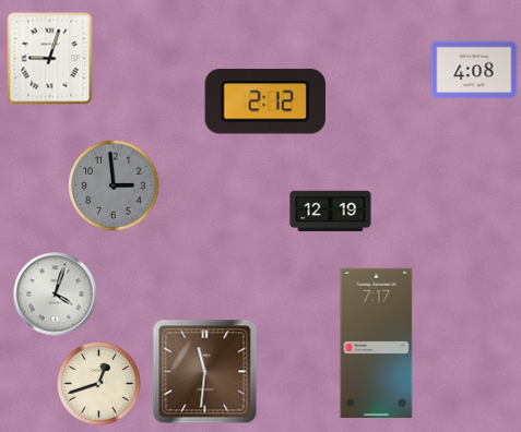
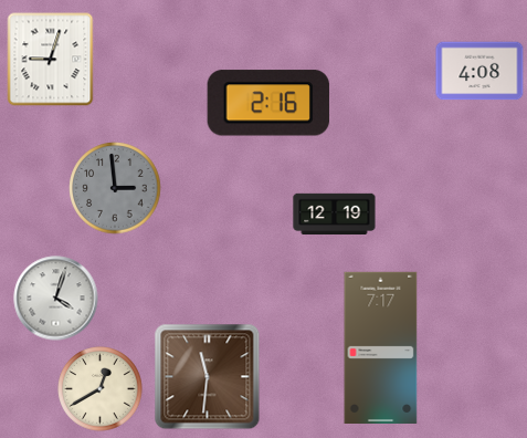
clock at (265, 101): 2:12 -> 2:16
clock at (99, 384): 12:42 -> 12:40
